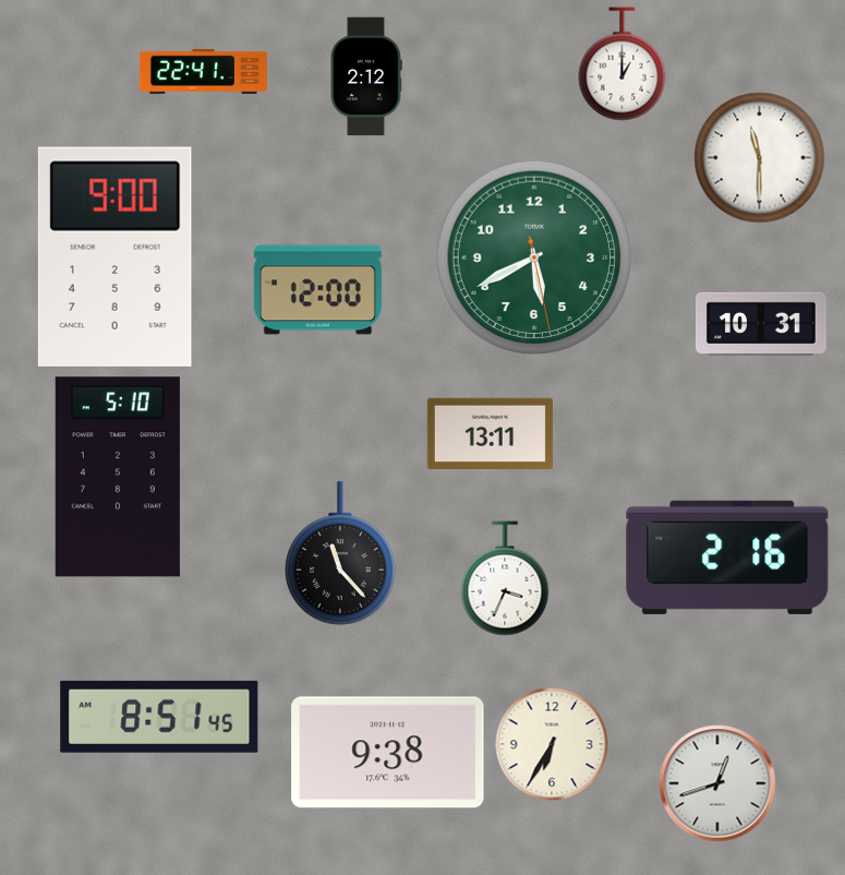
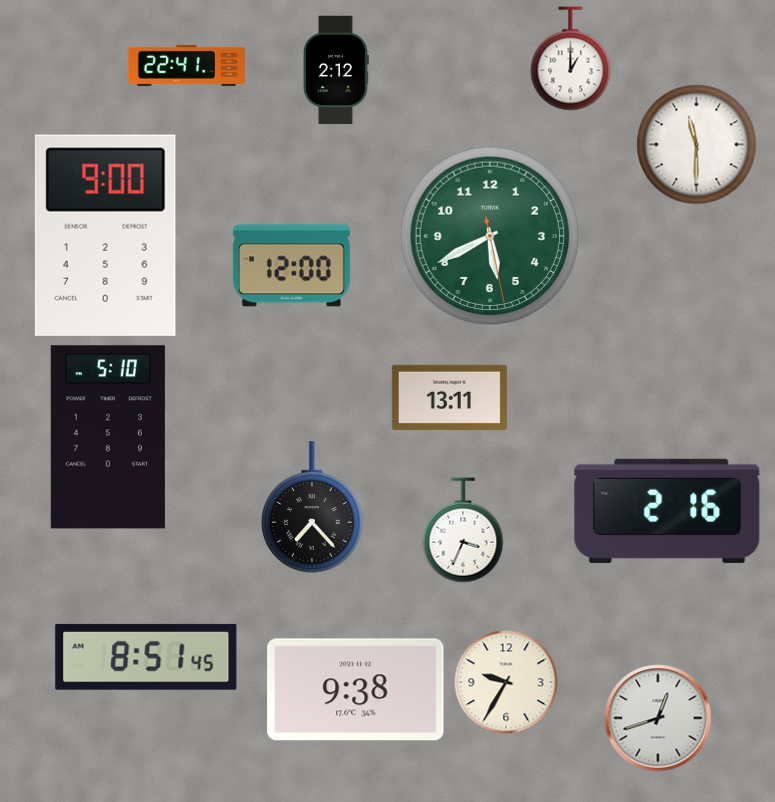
clock at (761, 324): 10:31 -> none
clock at (340, 553): 11:23 -> 7:23
clock at (552, 744): 6:35 -> 9:35
